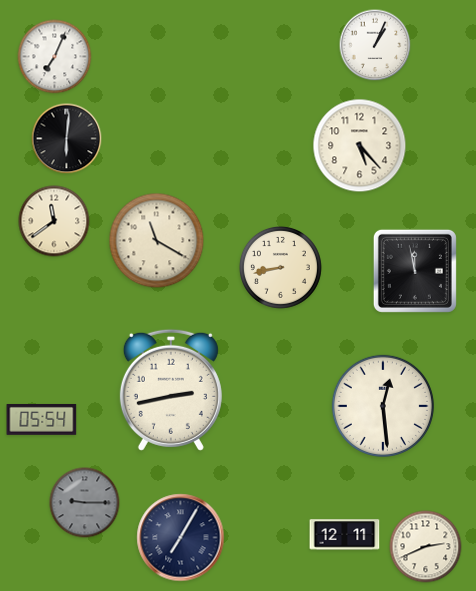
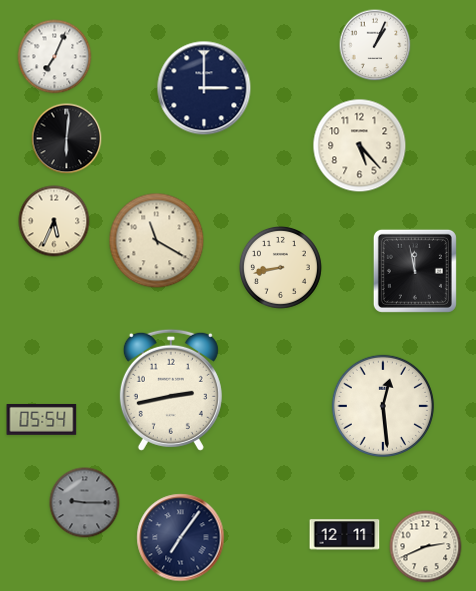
clock at (204, 88): none -> 3:00
clock at (54, 221): 11:39 -> 5:34
clock at (181, 538): 7:05 -> 7:06
